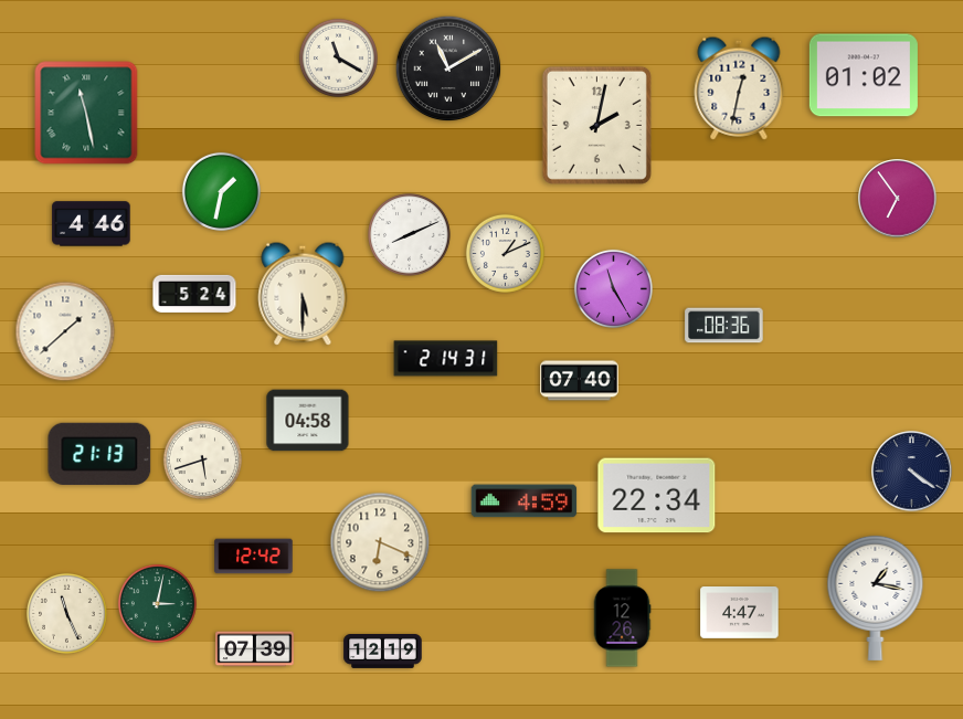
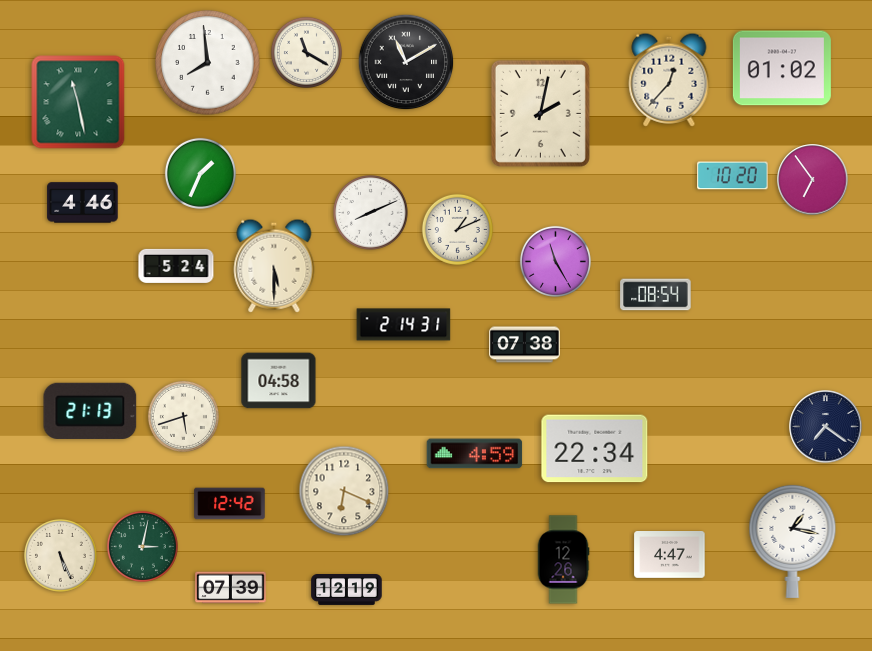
clock at (208, 63): none -> 7:59
clock at (739, 88): 12:32 -> 12:37
clock at (221, 191): 1:32 -> 1:34
clock at (733, 176): none -> 10:20
clock at (724, 326): 08:36 -> 08:54
clock at (65, 331): 1:38 -> none
clock at (580, 381): 07:40 -> 07:38
clock at (912, 472): 4:21 -> 7:21
clock at (66, 613): 11:26 -> 5:26
